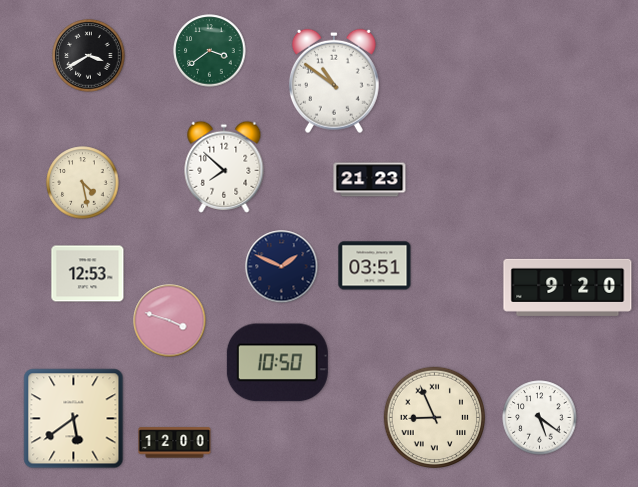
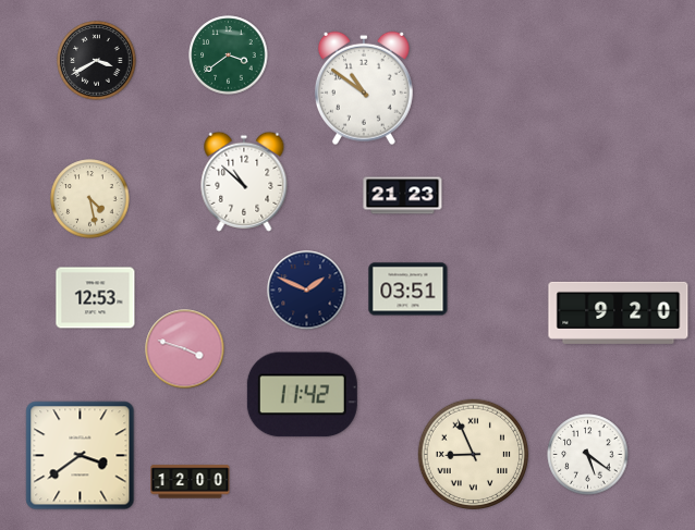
clock at (224, 167): 7:52 -> 10:52
clock at (277, 363): 10:50 -> 11:42
clock at (74, 419): 5:39 -> 3:39
